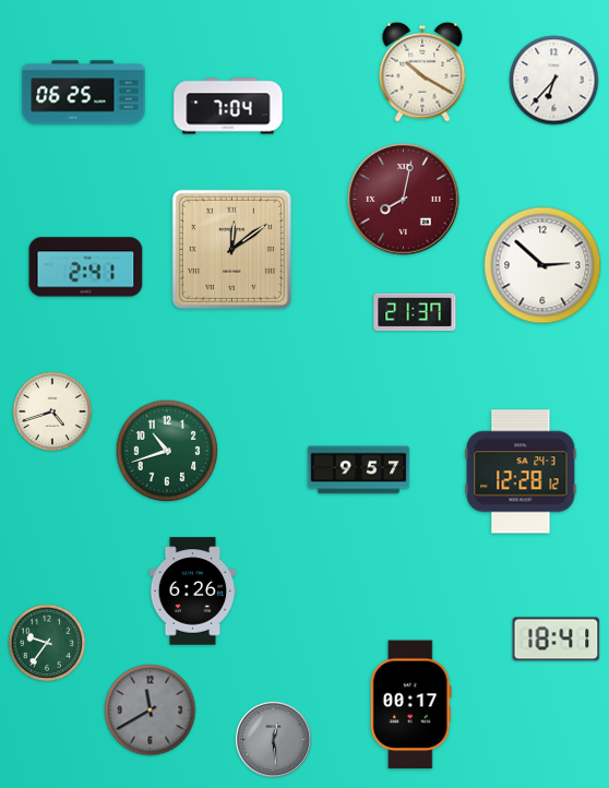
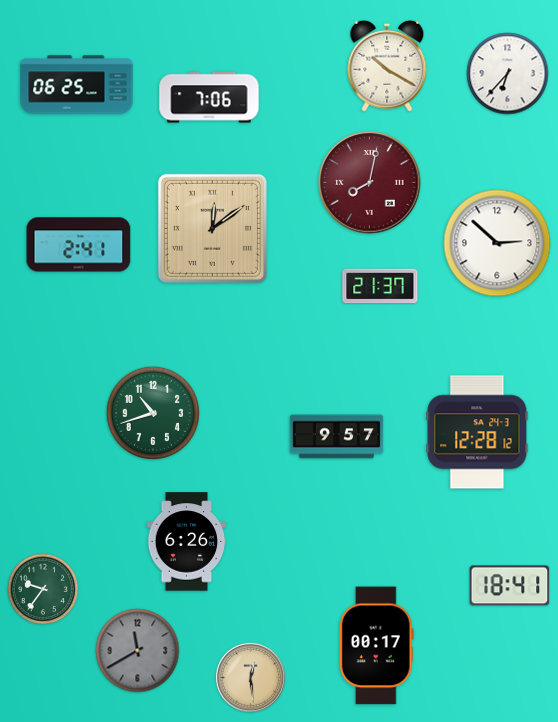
clock at (228, 106): 7:04 -> 7:06
clock at (52, 411): 4:42 -> none
clock at (359, 470) position: (359, 470) -> (337, 437)
clock at (193, 592) position: (193, 592) -> (187, 542)
clock at (273, 739) dial: grey -> champagne
